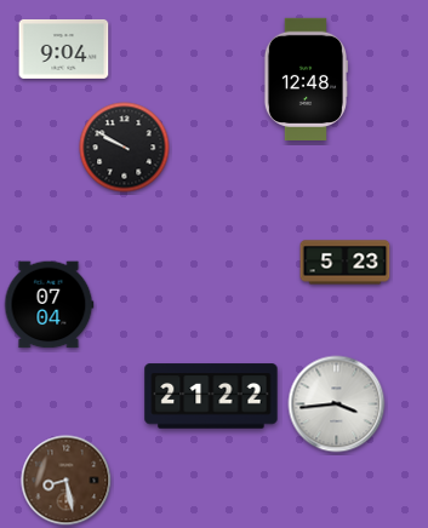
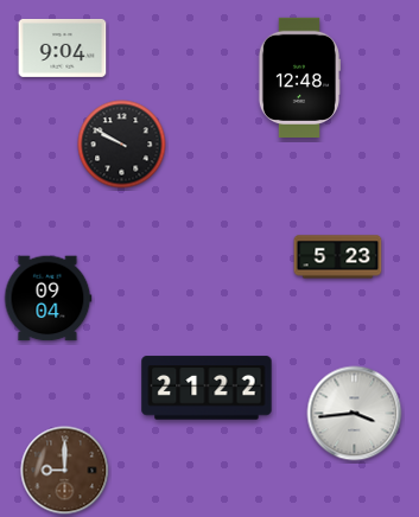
clock at (50, 305): 07:04 -> 09:04
clock at (337, 404) position: (337, 404) -> (355, 414)
clock at (67, 481): 8:28 -> 9:00
